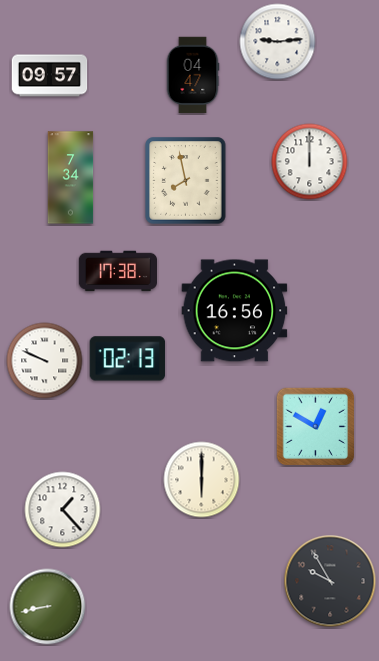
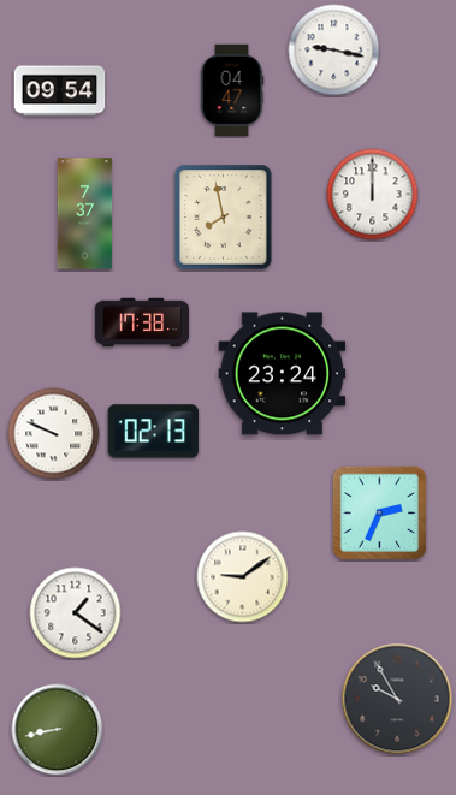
clock at (278, 42): 9:14 -> 9:17
clock at (50, 76): 09:57 -> 09:54
clock at (71, 178): 7:34 -> 7:37
clock at (117, 271) position: (117, 271) -> (141, 322)
clock at (235, 311): 16:56 -> 23:24
clock at (316, 427): 12:50 -> 2:34
clock at (202, 480): 6:00 -> 9:09
clock at (63, 510): 1:23 -> 1:21
